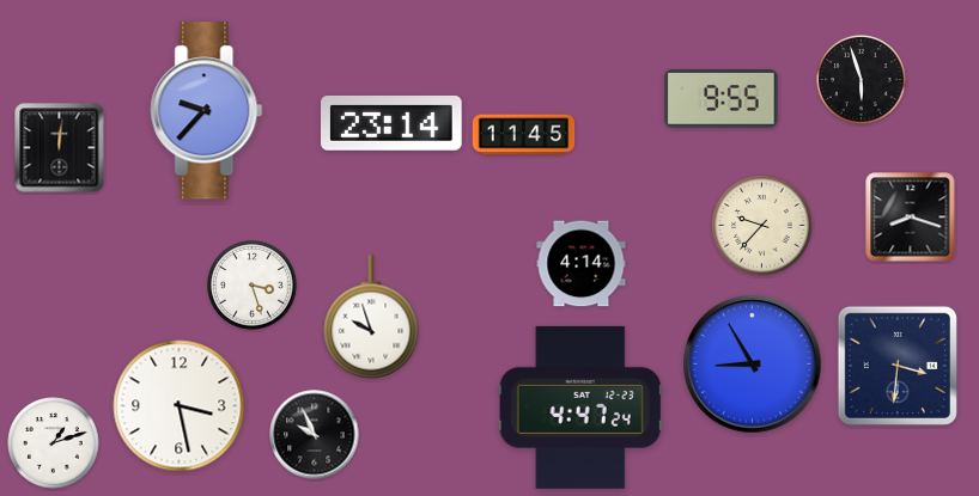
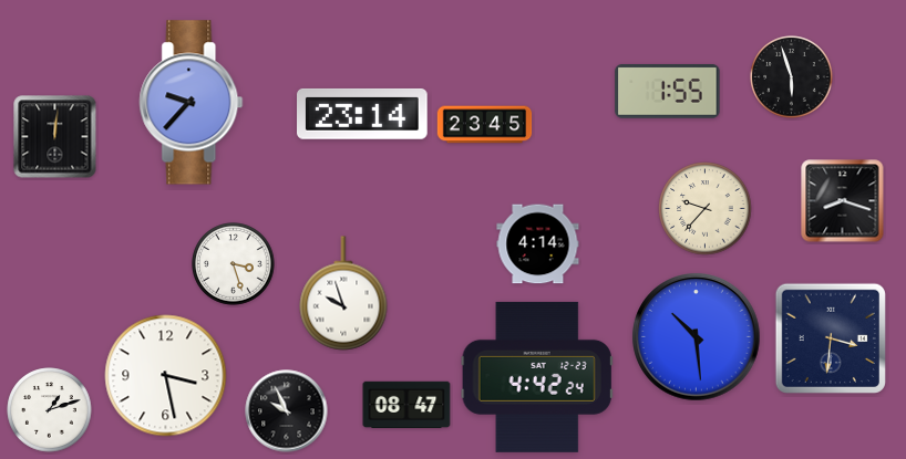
clock at (862, 80) position: (862, 80) -> (792, 77)
clock at (722, 99): 9:55 -> 1:55
clock at (524, 135): 11:45 -> 23:45
clock at (753, 365): 8:55 -> 10:29
clock at (580, 408): 4:47 -> 4:42
clock at (315, 435) position: (315, 435) -> (287, 411)
clock at (406, 405): none -> 08:47
